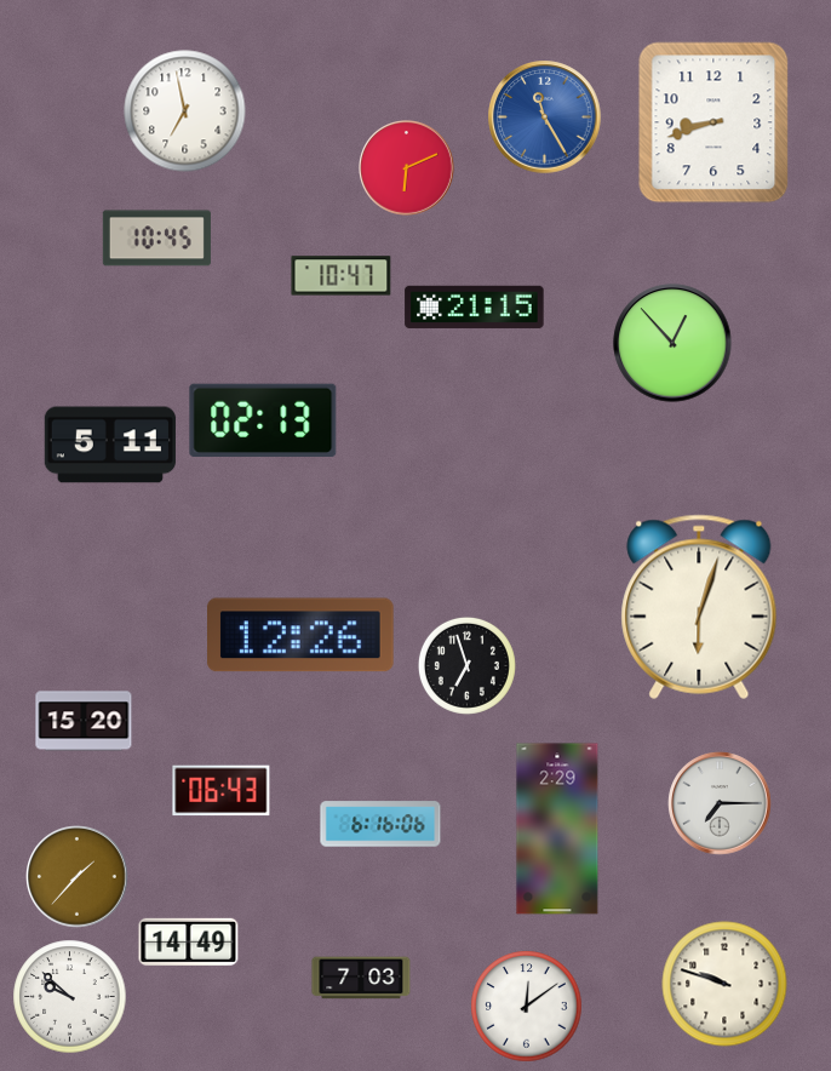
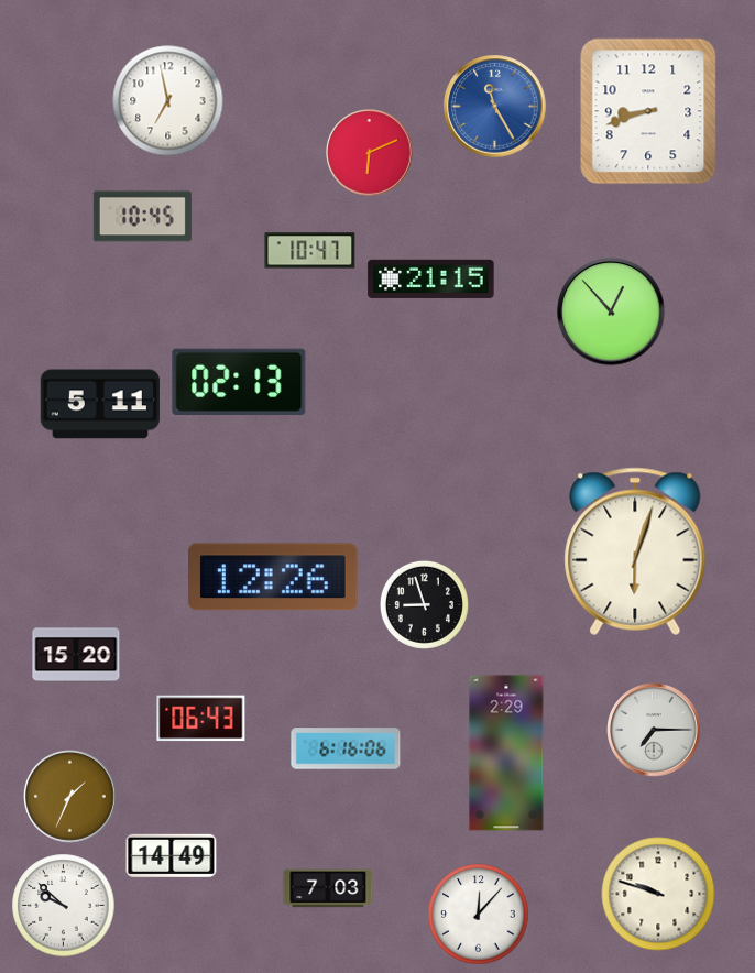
clock at (466, 665): 6:57 -> 8:57
clock at (78, 877): 1:37 -> 1:34
clock at (527, 1007): 12:09 -> 12:07
